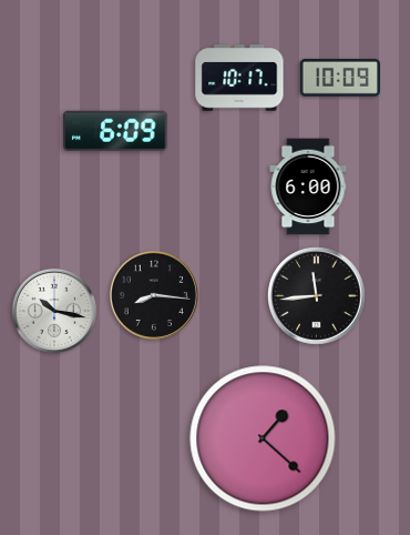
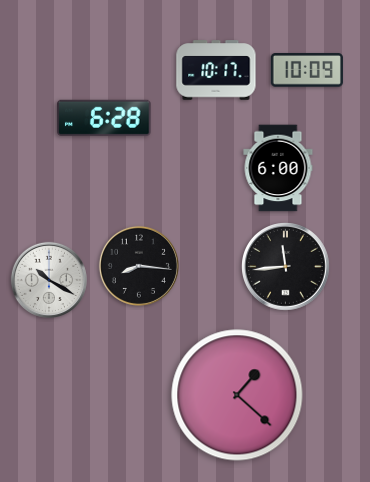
clock at (115, 131): 6:09 -> 6:28
clock at (53, 310): 10:17 -> 10:20
